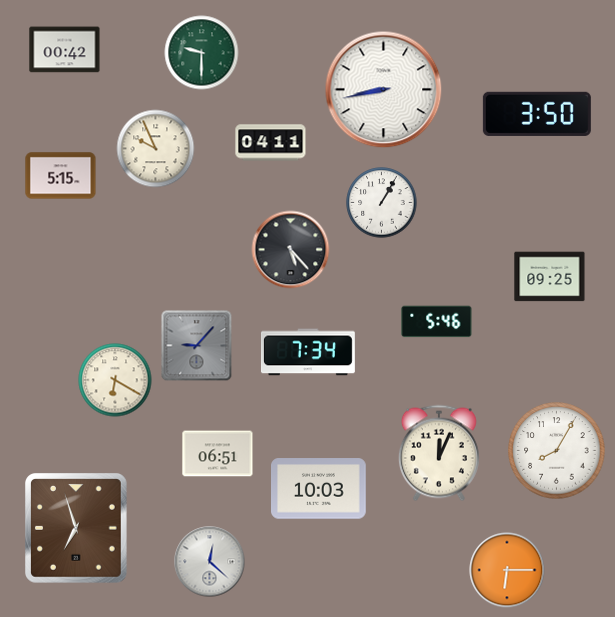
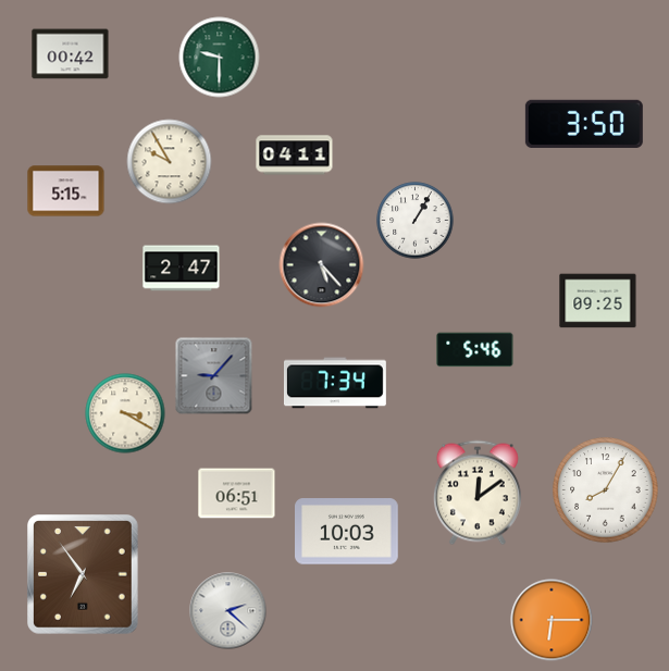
clock at (384, 90): 8:43 -> none
clock at (156, 149): 9:56 -> 9:55
clock at (182, 269): none -> 2:47
clock at (291, 250) position: (291, 250) -> (322, 265)
clock at (115, 380): 6:20 -> 3:20
clock at (439, 453): 12:04 -> 12:09
clock at (77, 529): 6:57 -> 6:54
clock at (210, 562): 12:22 -> 2:22
